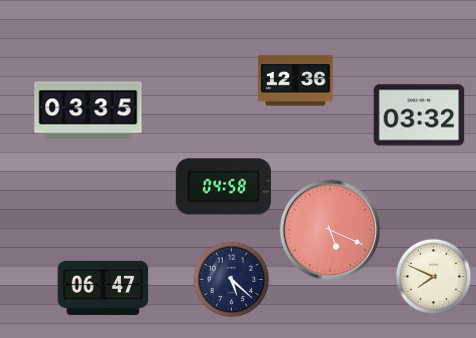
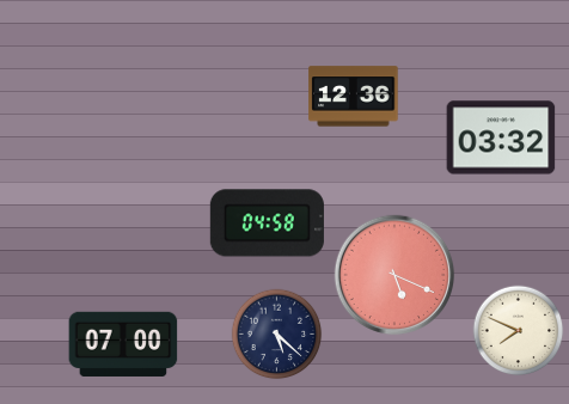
clock at (88, 111): 03:35 -> none
clock at (103, 288): 06:47 -> 07:00
